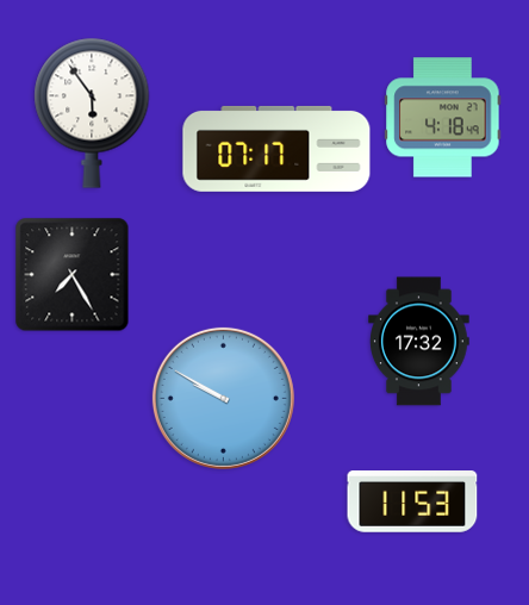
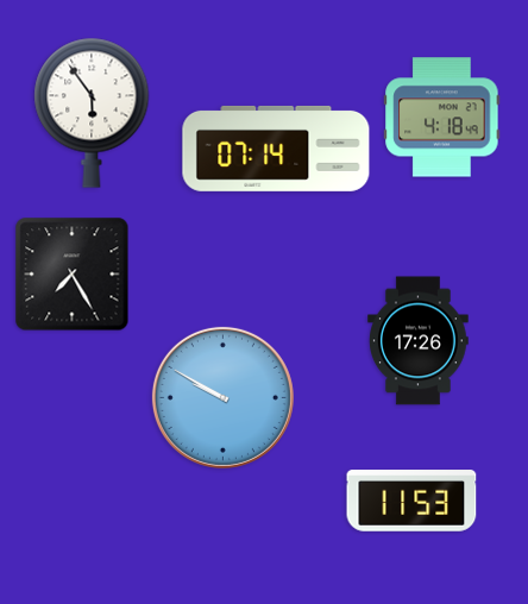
clock at (276, 149): 07:17 -> 07:14
clock at (419, 342): 17:32 -> 17:26
